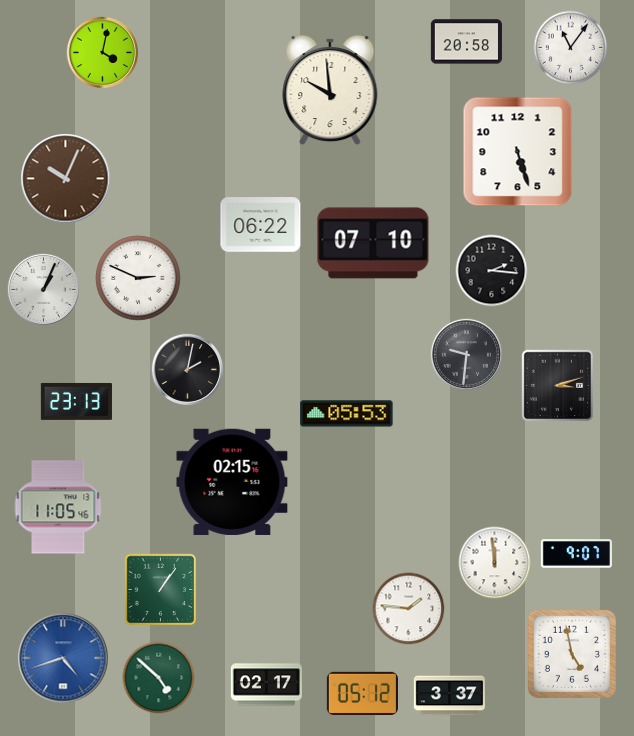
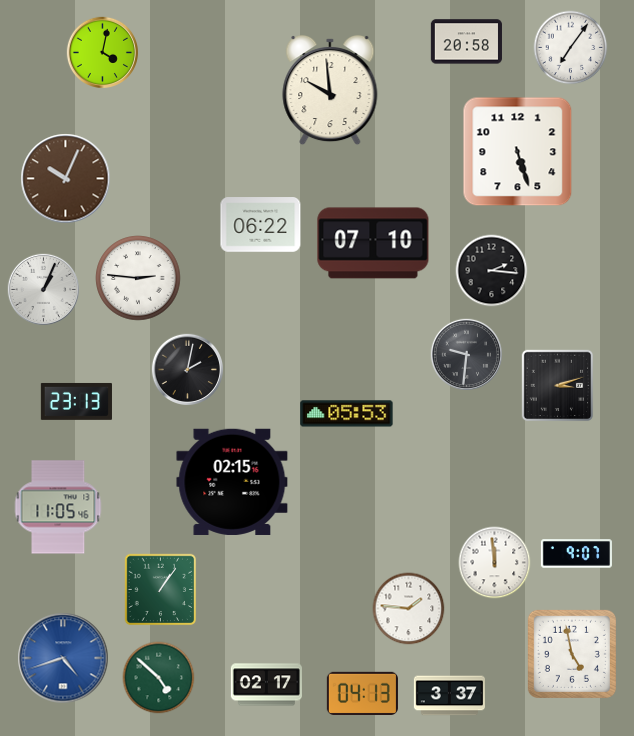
clock at (571, 48): 11:06 -> 7:06
clock at (138, 278): 2:49 -> 2:46
clock at (362, 693): 05:12 -> 04:13
